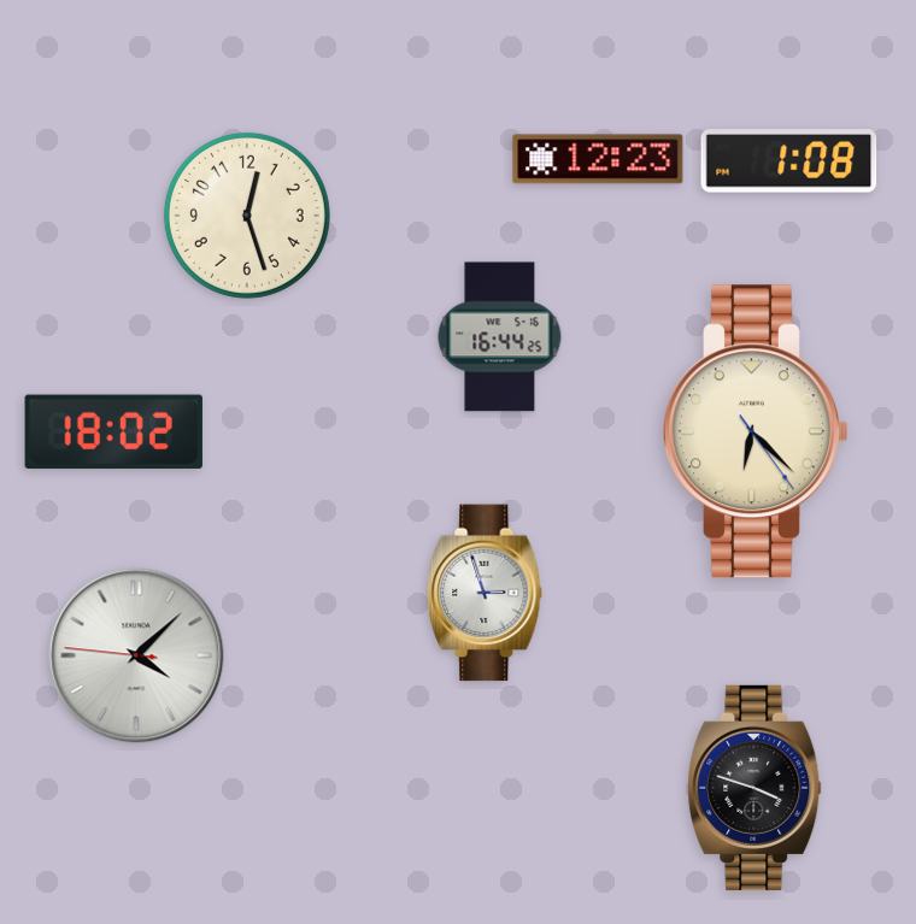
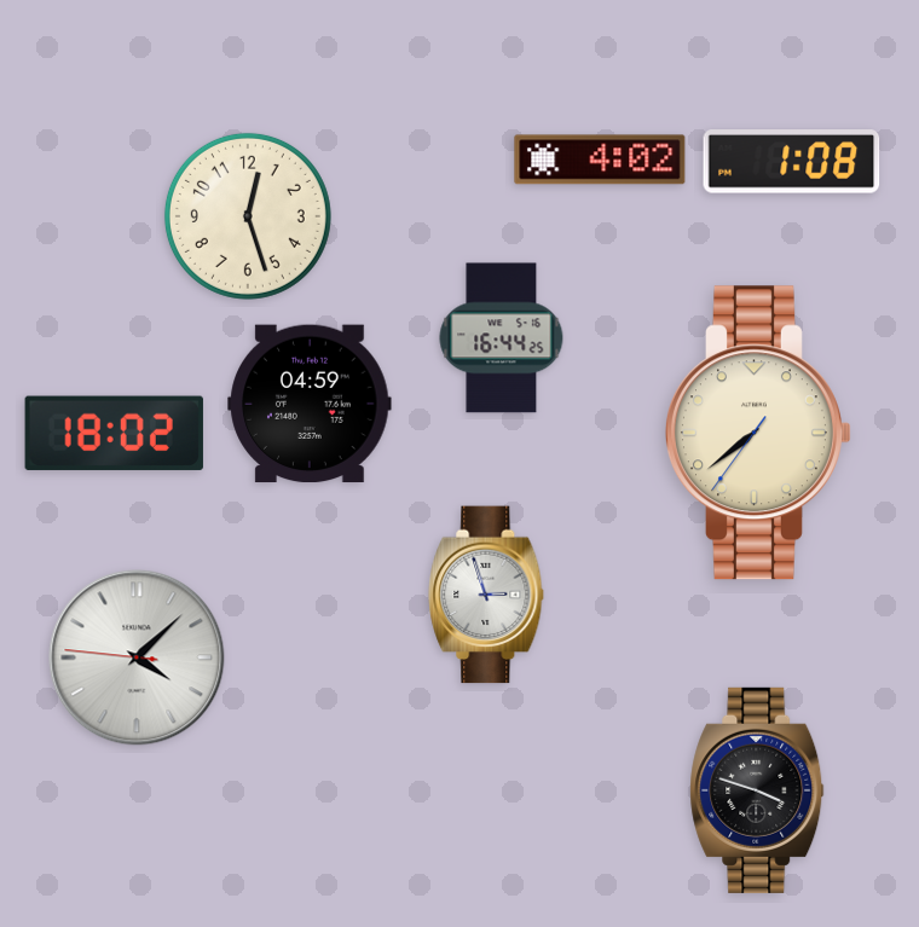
clock at (598, 159): 12:23 -> 4:02
clock at (310, 404): none -> 04:59
clock at (756, 431): 6:22 -> 7:38
